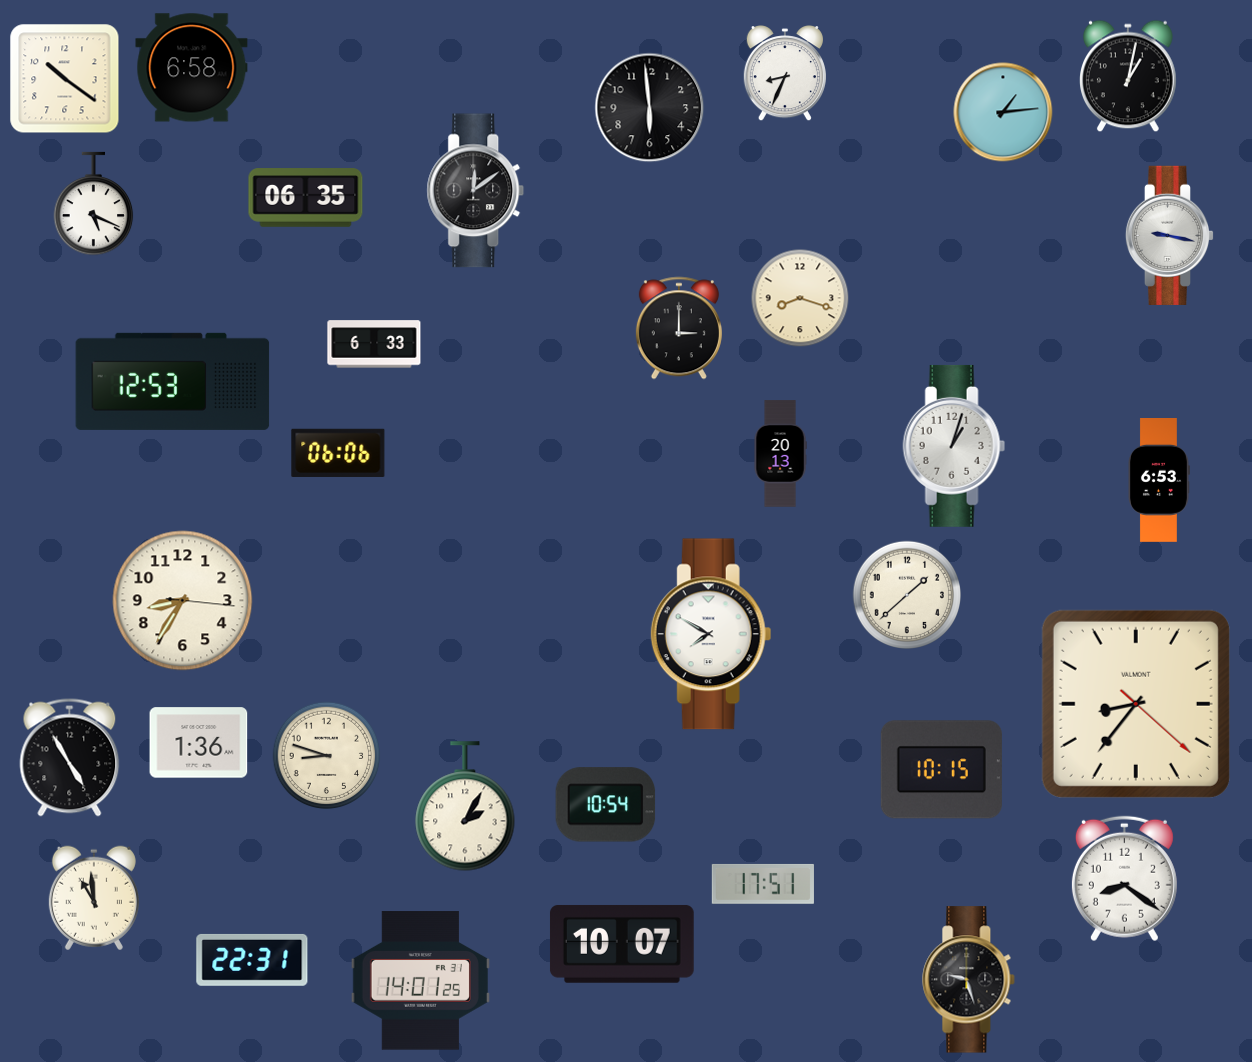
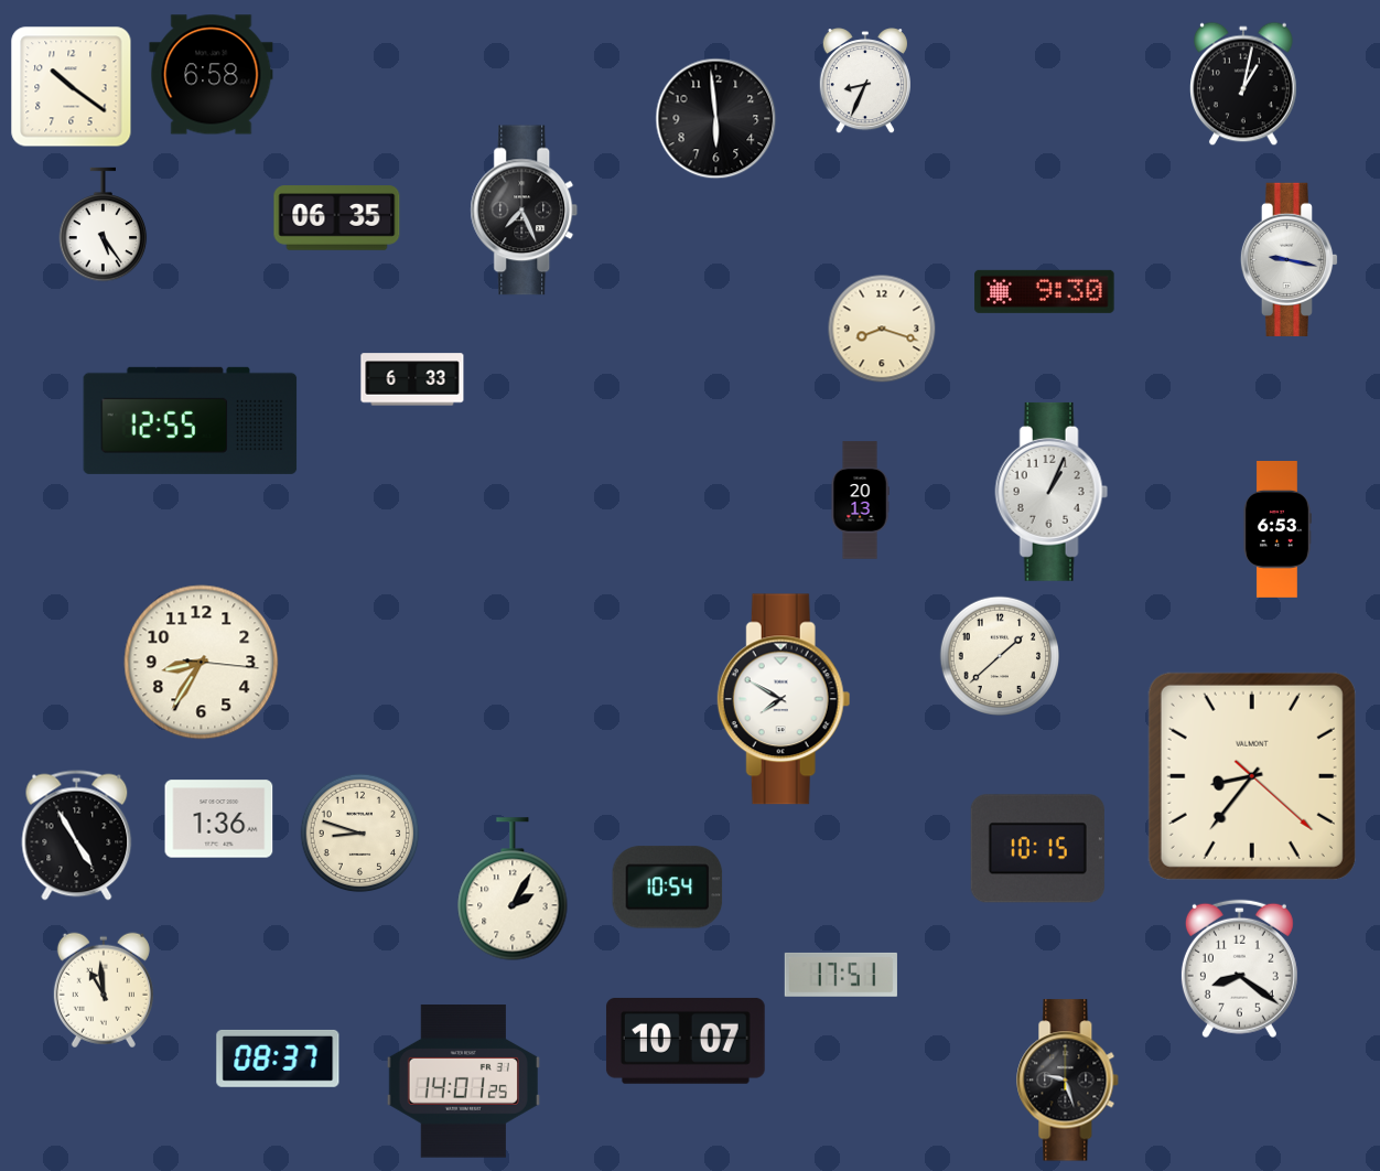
clock at (1003, 112): 1:14 -> none
clock at (476, 191): 12:09 -> 7:26
clock at (94, 204): 5:19 -> 5:24
clock at (1045, 291): none -> 9:30
clock at (679, 328): 3:00 -> none
clock at (173, 381): 12:53 -> 12:55
clock at (954, 446): 1:03 -> 1:04
clock at (338, 453): 06:06 -> none
clock at (252, 960): 22:31 -> 08:37
